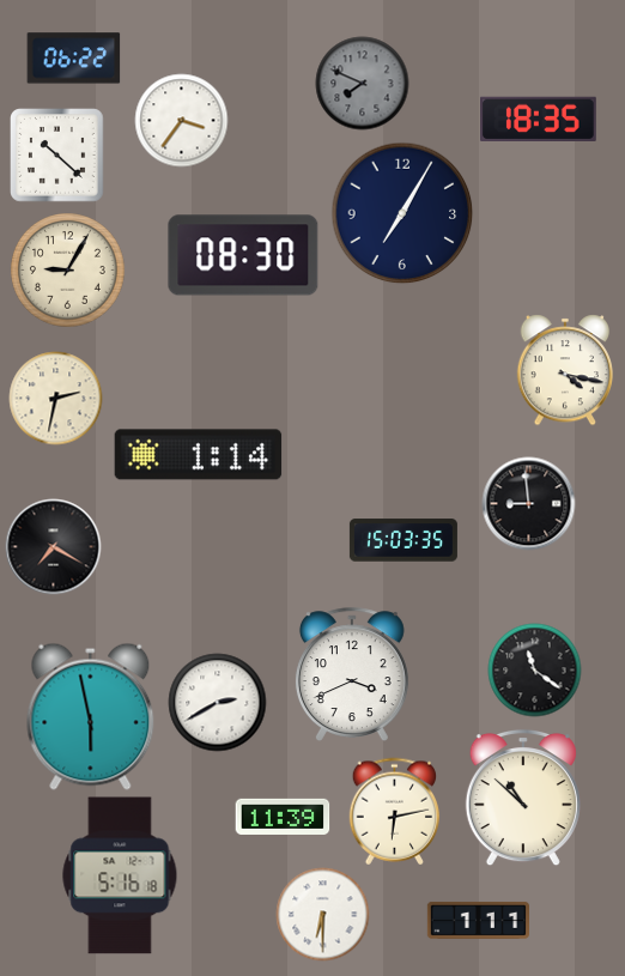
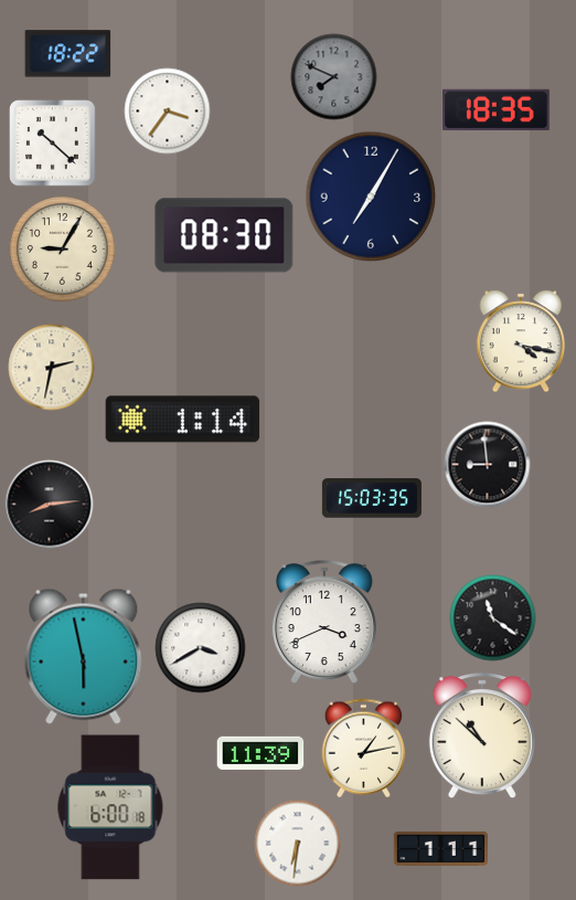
clock at (73, 59): 06:22 -> 18:22
clock at (53, 546): 7:20 -> 8:14
clock at (217, 702): 2:40 -> 3:40
clock at (91, 716) position: (91, 716) -> (84, 656)
clock at (395, 811): 6:13 -> 1:13
clock at (120, 875): 5:16 -> 6:00
clock at (322, 914): 6:30 -> 6:31
